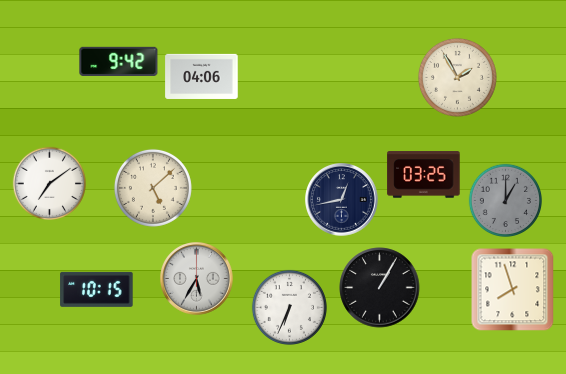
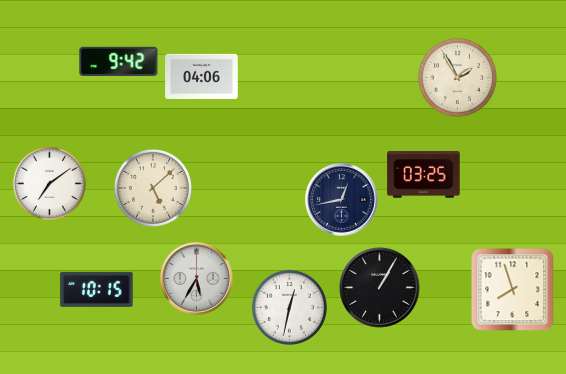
clock at (505, 200): 1:00 -> none
clock at (289, 307): 6:34 -> 12:32
